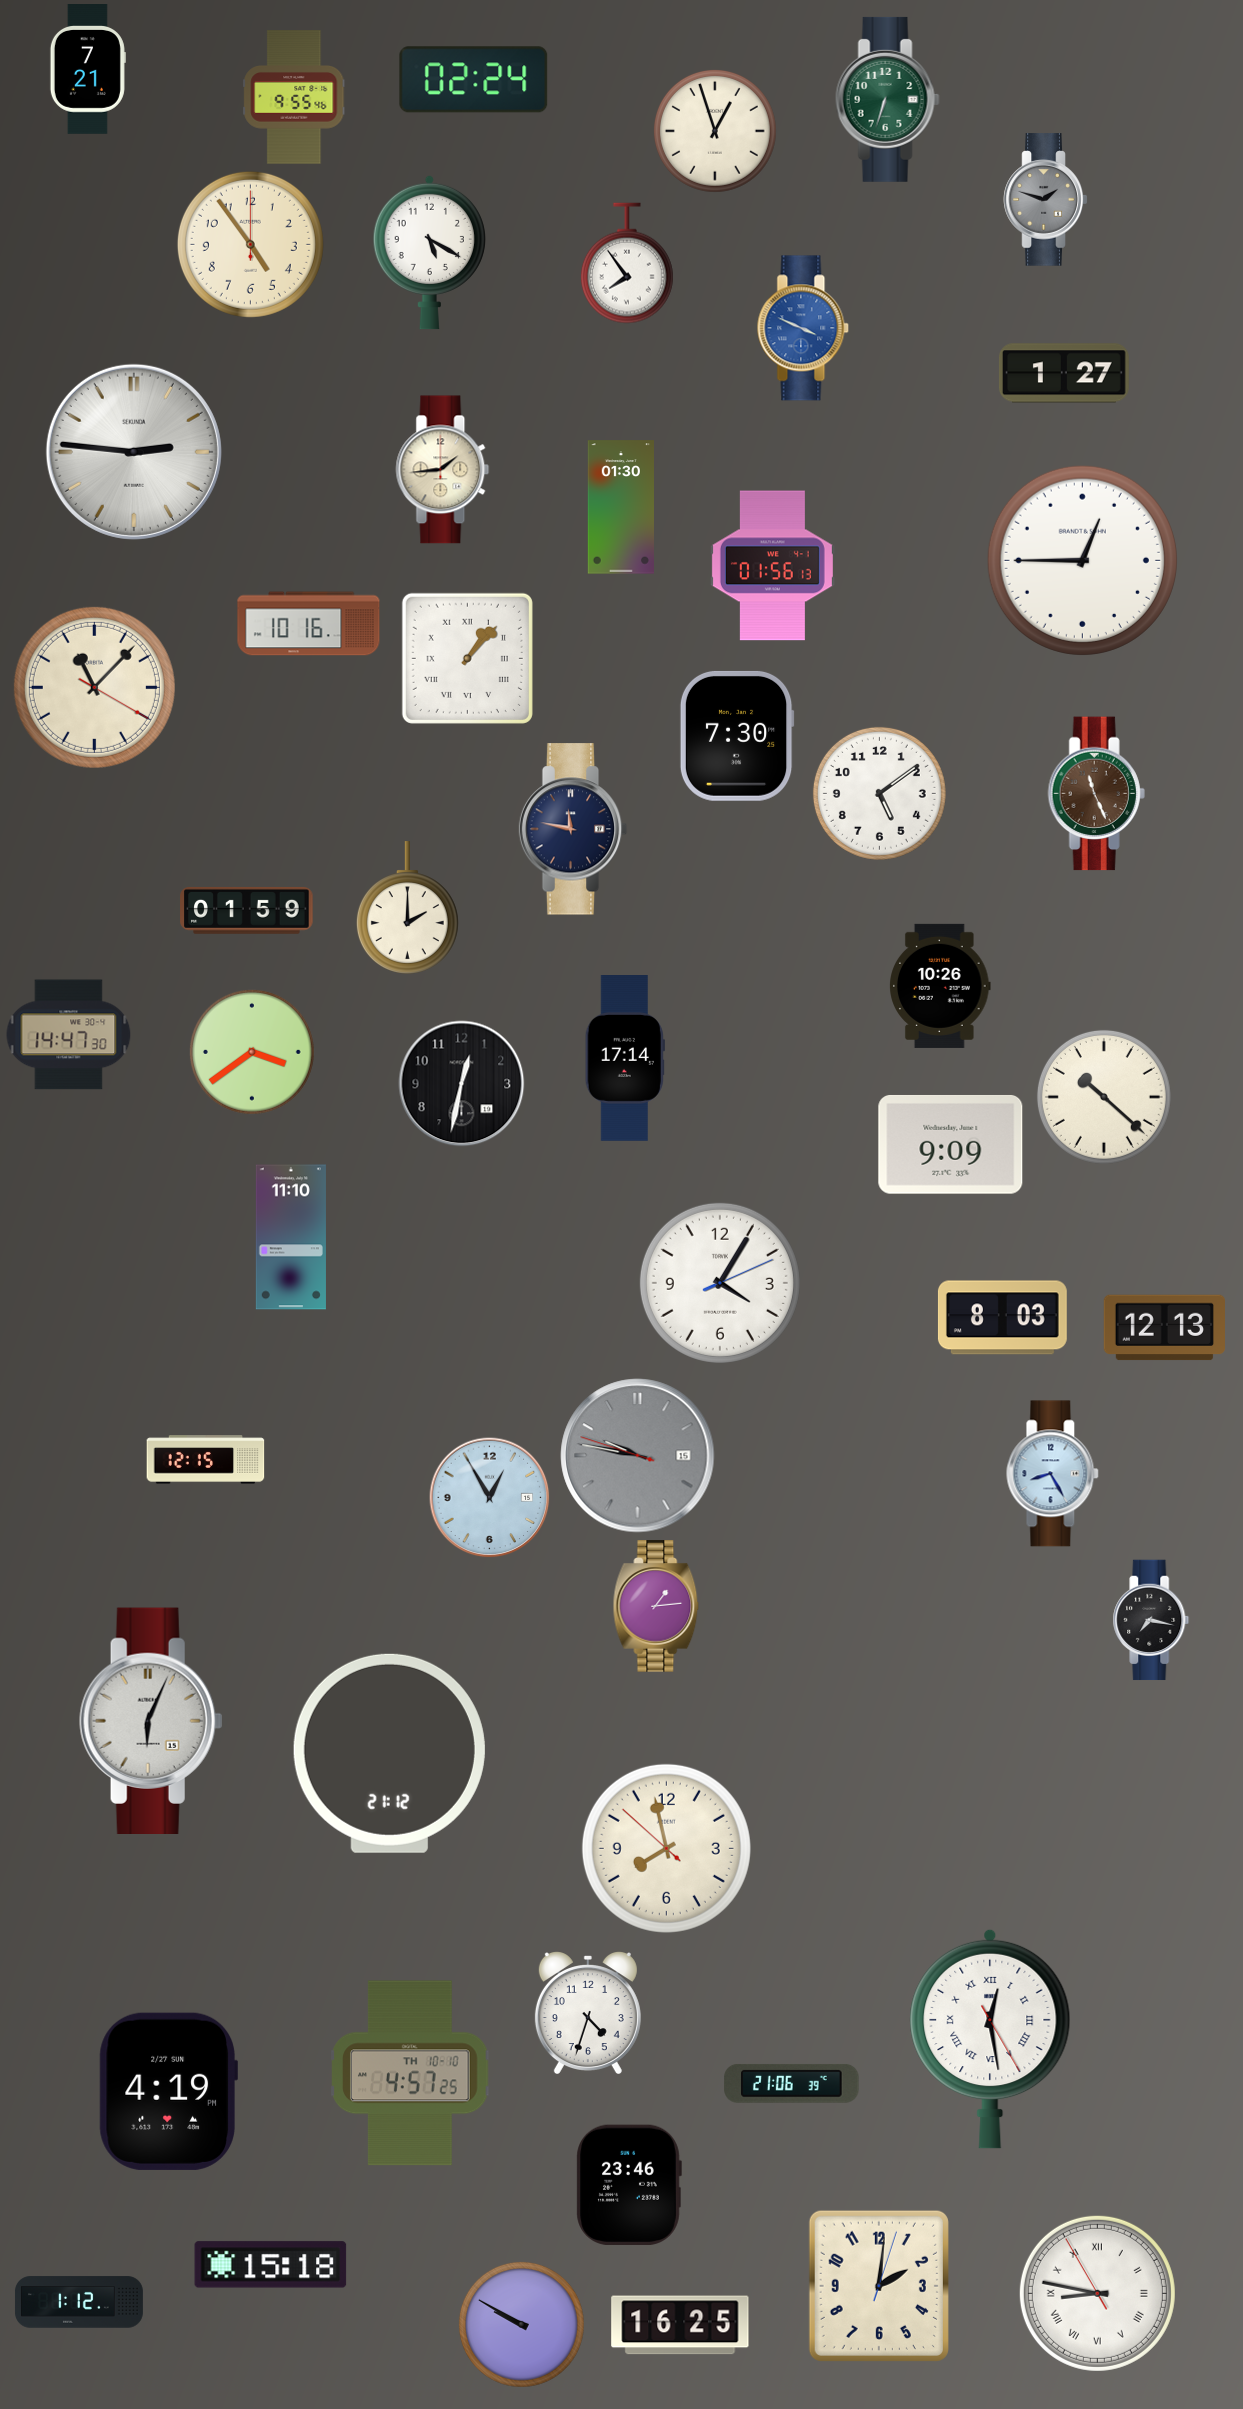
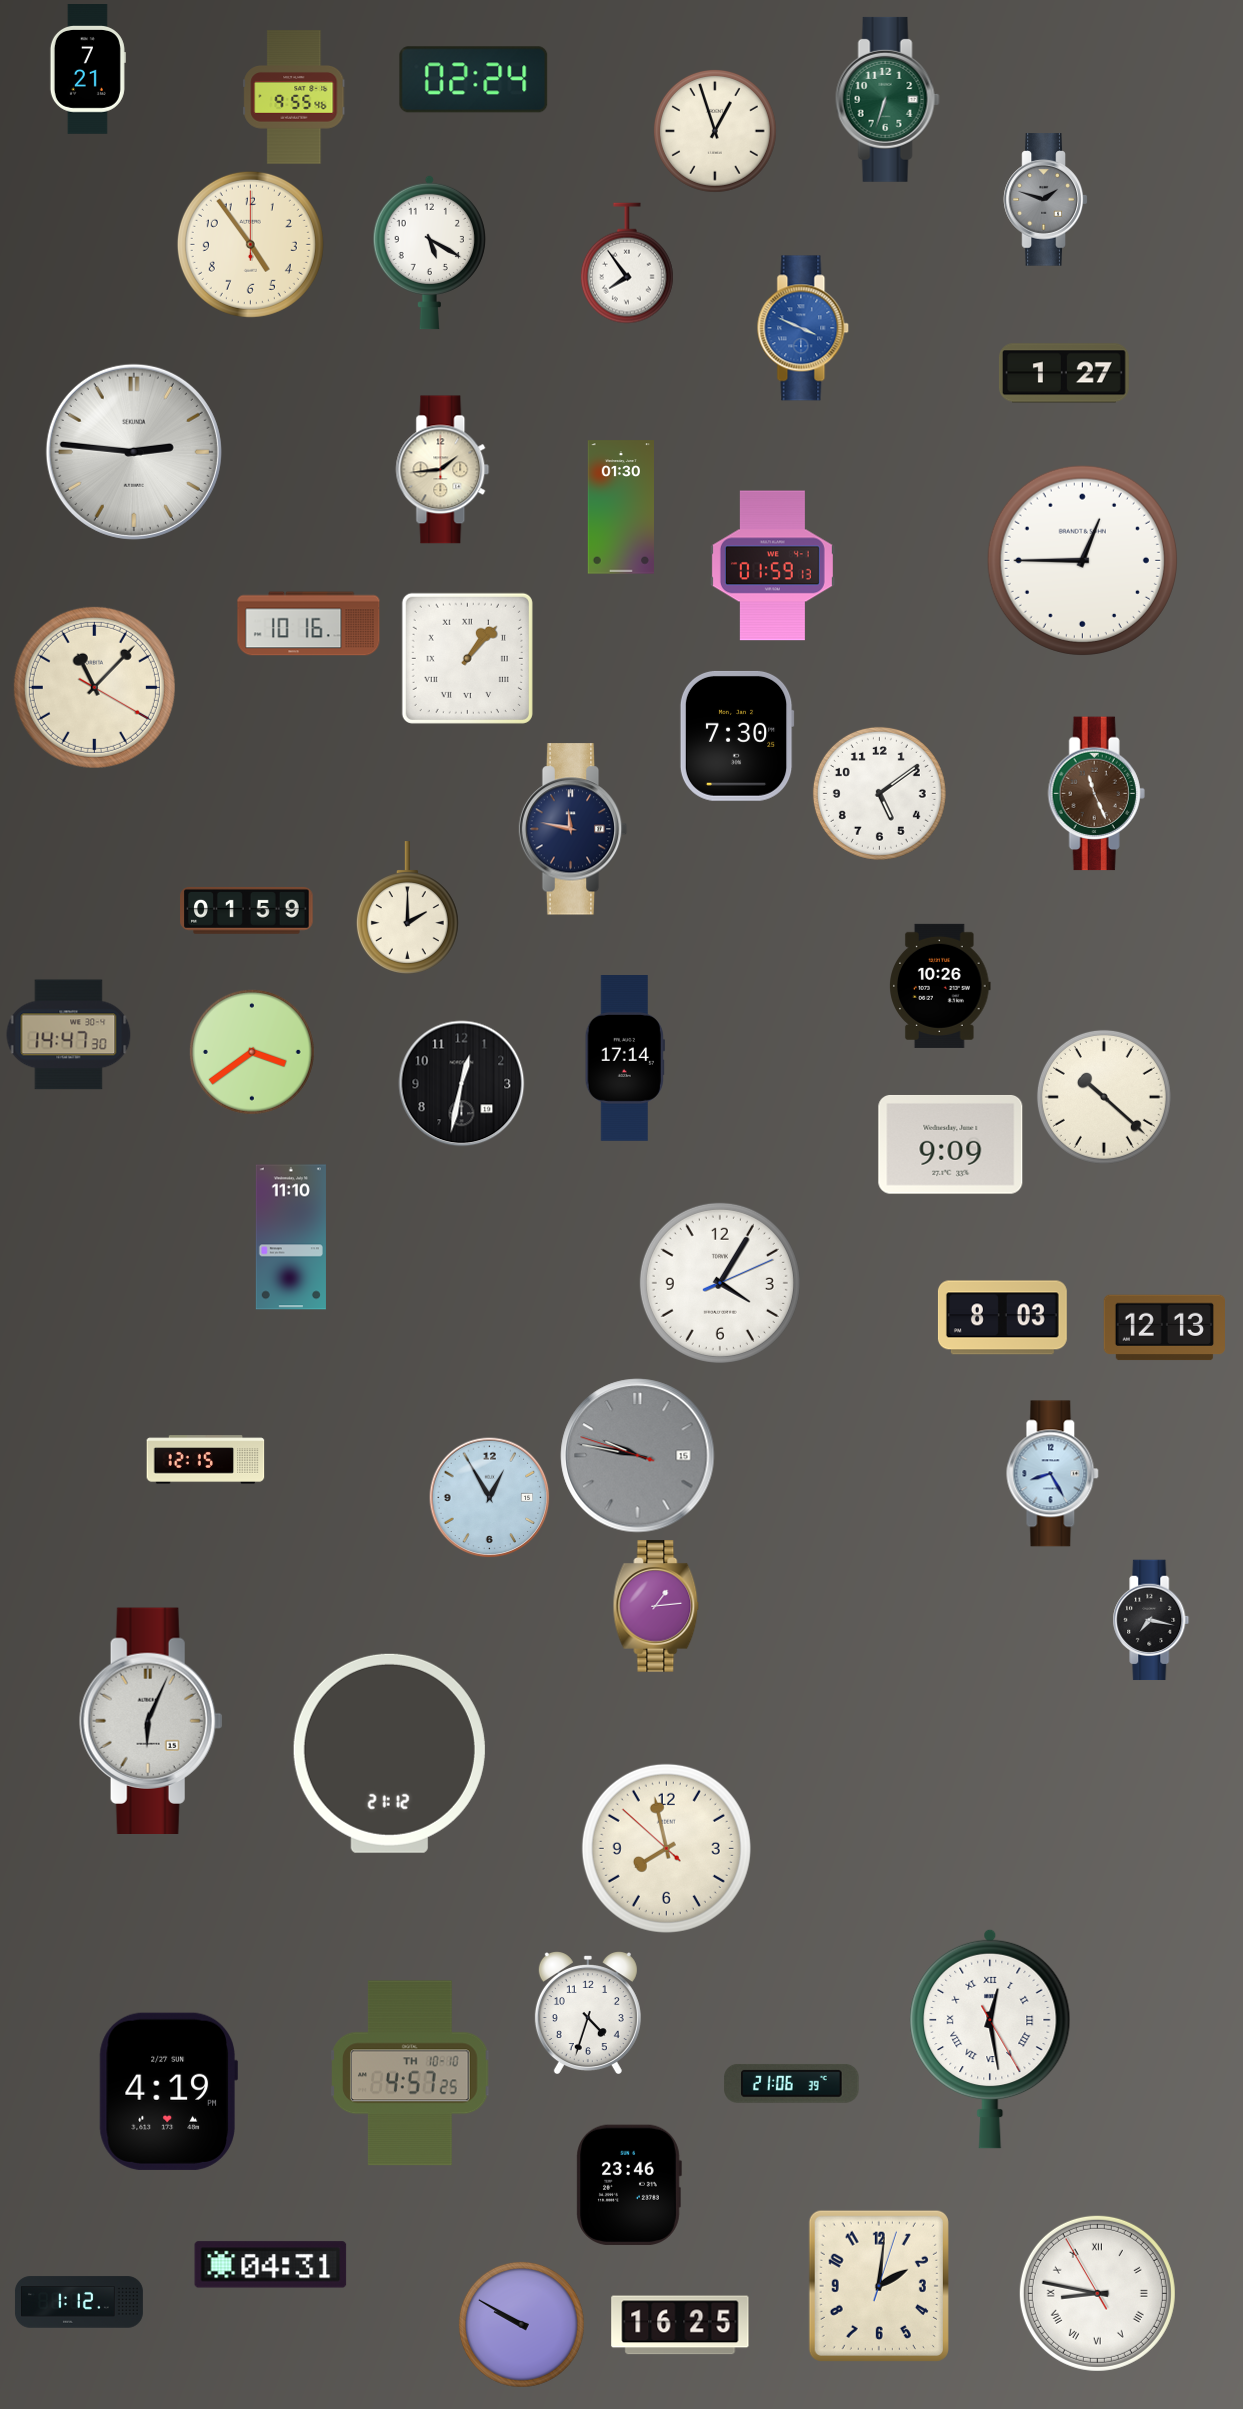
clock at (772, 566): 01:56 -> 01:59
clock at (271, 2265): 15:18 -> 04:31
